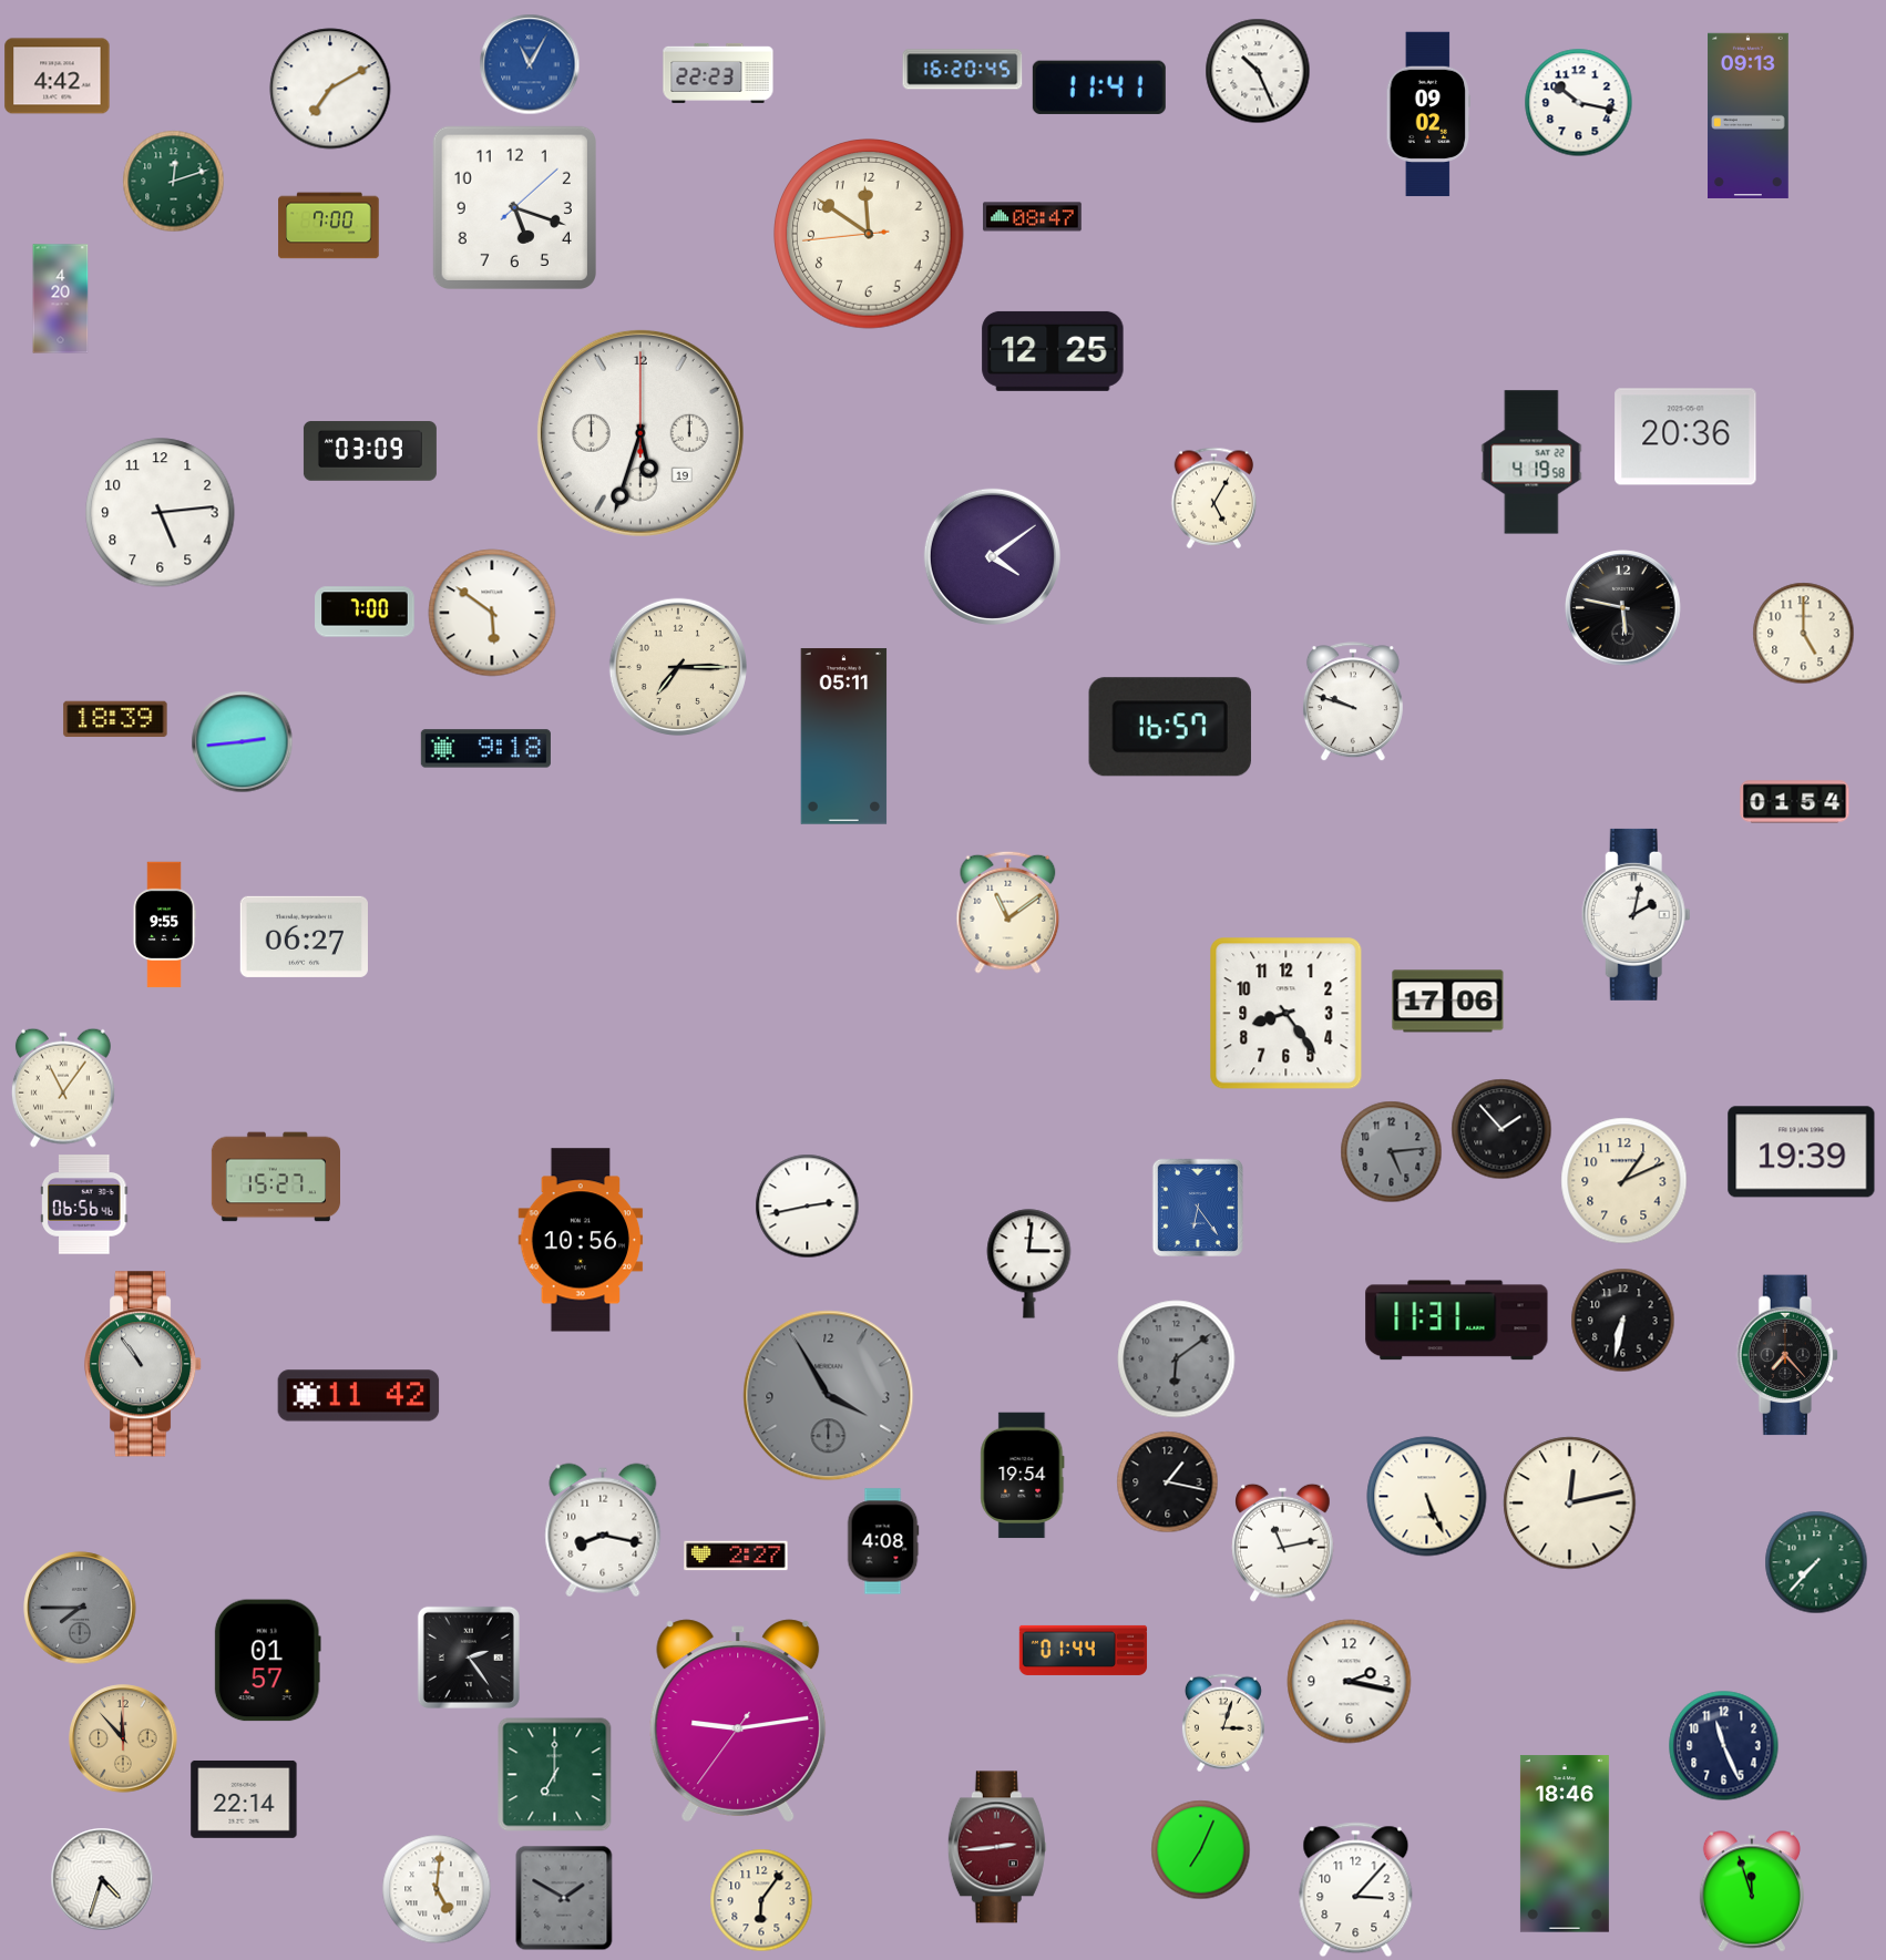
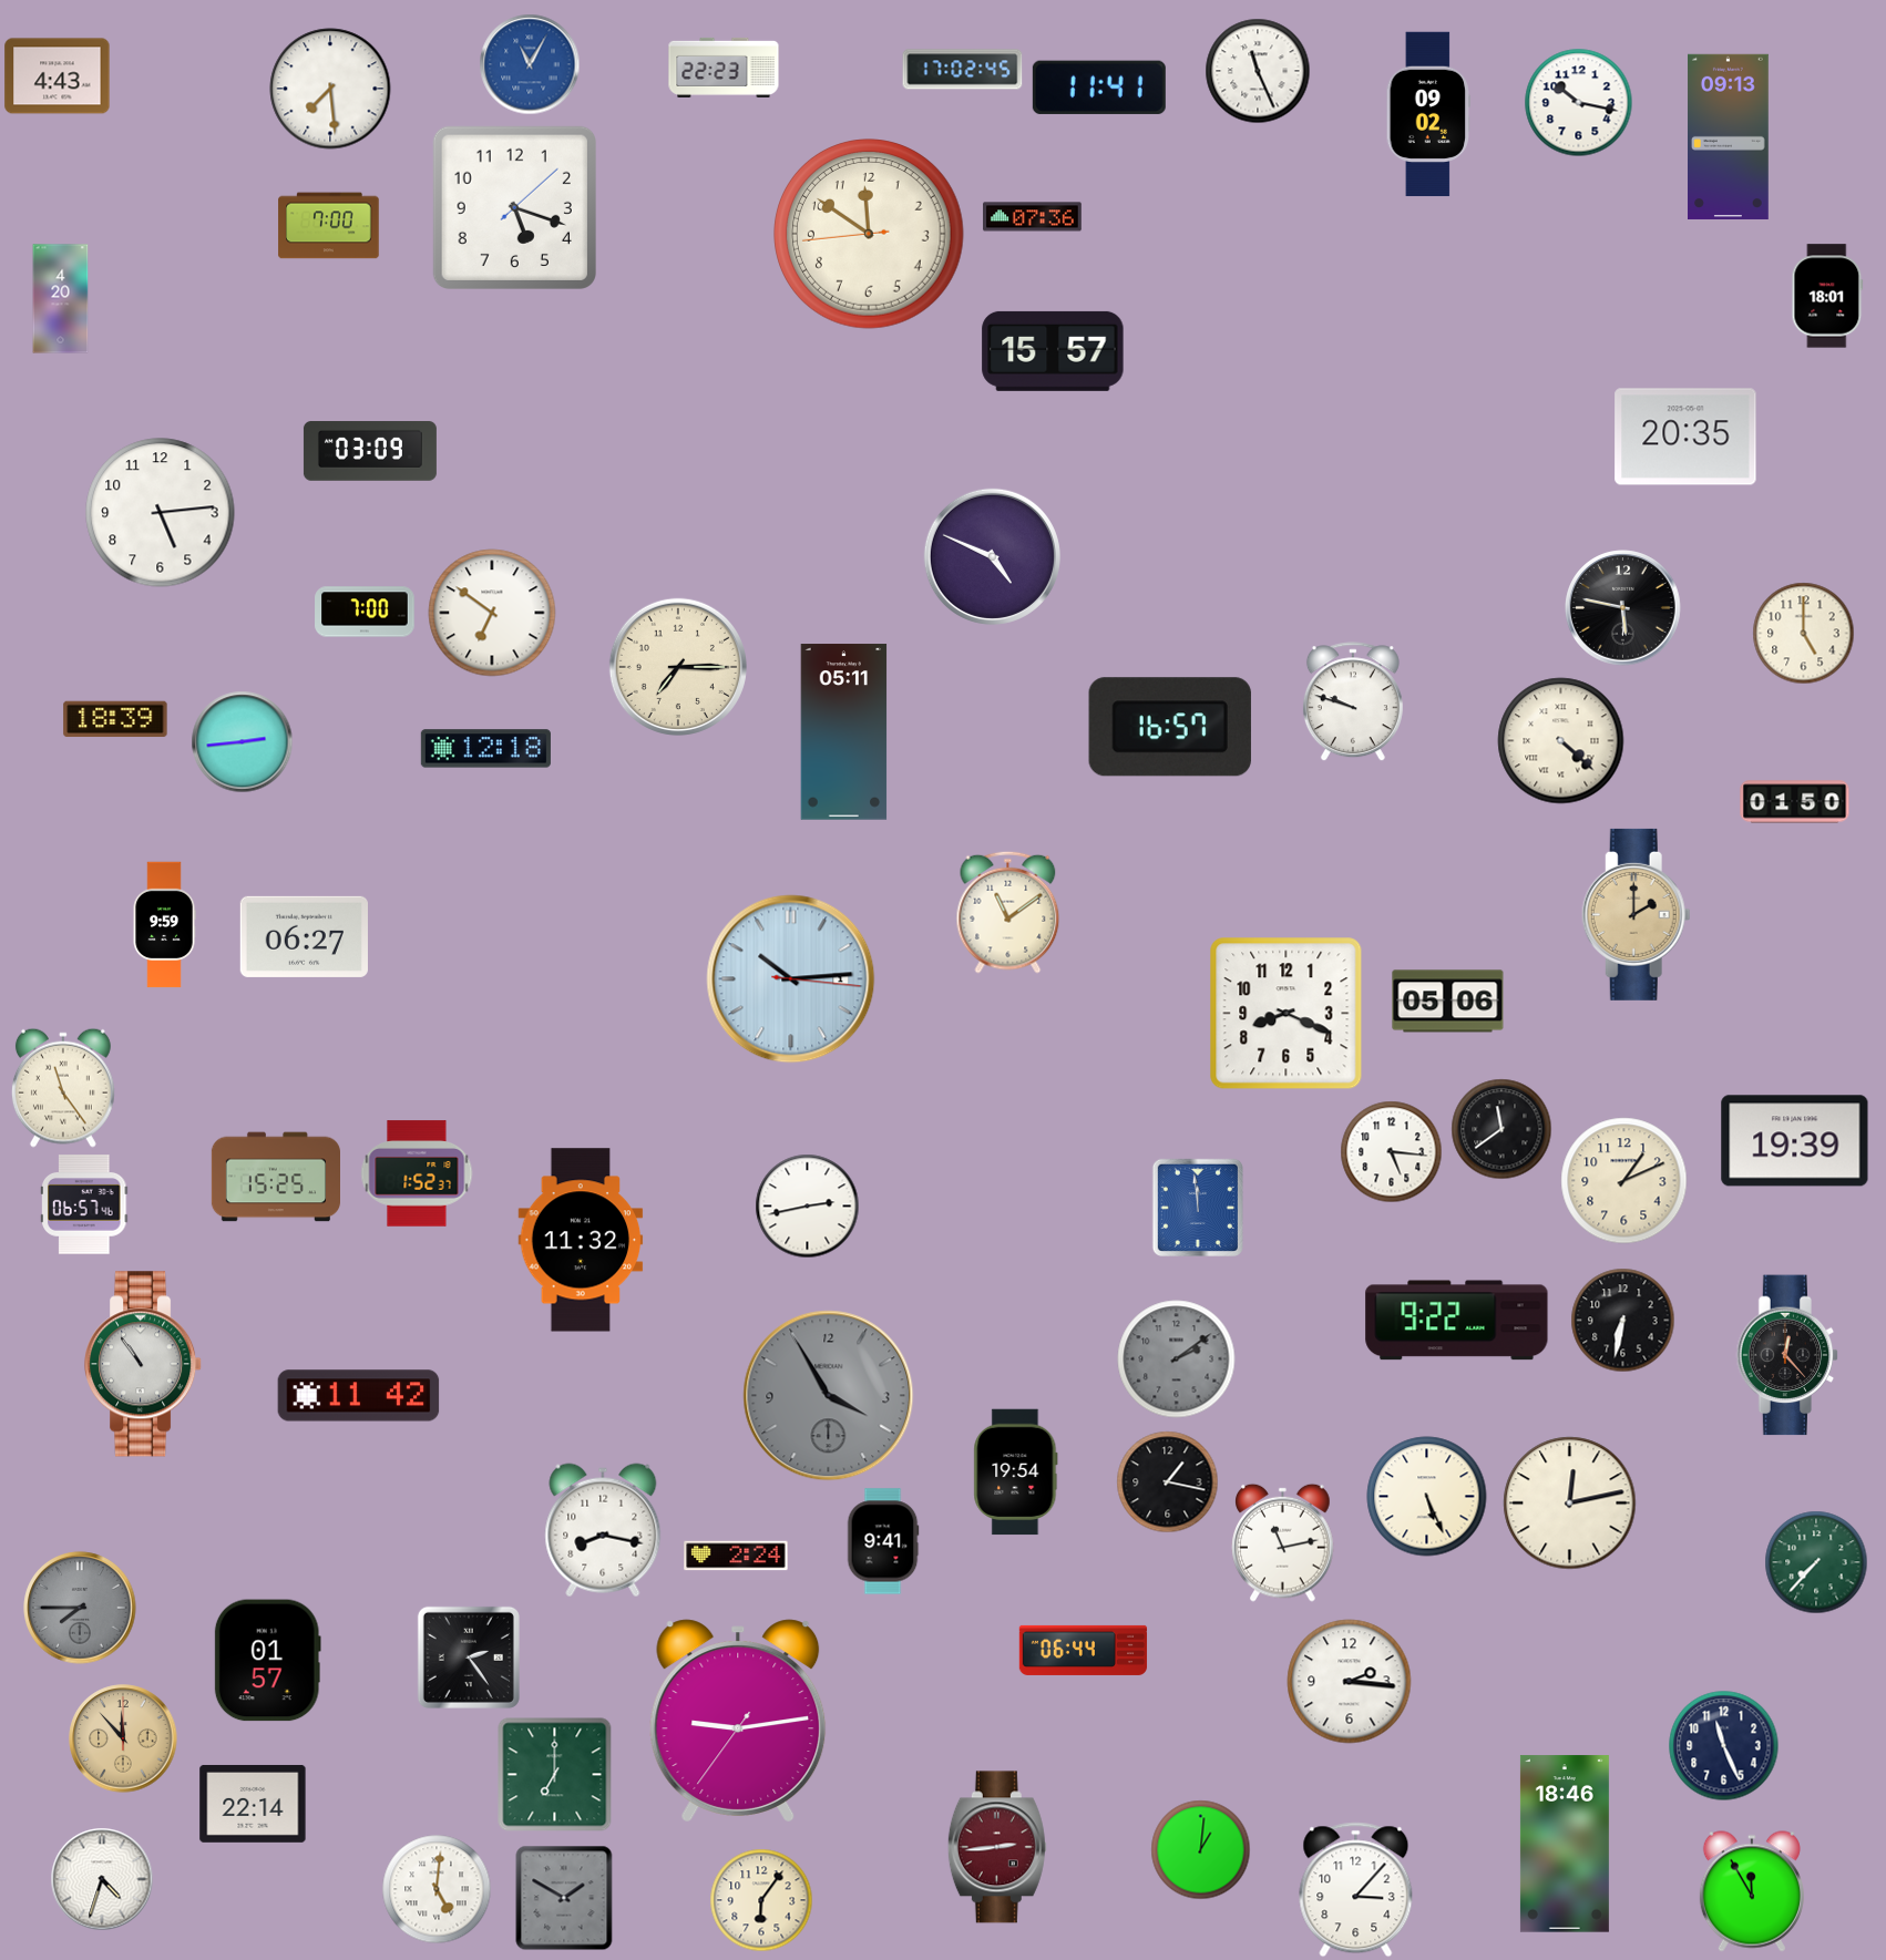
clock at (963, 70): 16:20 -> 17:02
clock at (1258, 71): 10:26 -> 11:26
clock at (718, 73) position: (718, 73) -> (724, 68)
clock at (58, 76): 4:42 -> 4:43
clock at (330, 89): 7:10 -> 7:29
clock at (1749, 115) position: (1749, 115) -> (1729, 136)
clock at (174, 182): 12:12 -> none
clock at (1033, 217): 08:47 -> 07:36
clock at (1827, 296): none -> 18:01
clock at (1053, 351): 12:25 -> 15:57
clock at (640, 433): 5:33 -> none
clock at (1685, 437): 20:36 -> 20:35
clock at (1531, 462): 4:19 -> none
clock at (1214, 497): 5:05 -> none
clock at (992, 556): 4:09 -> 4:49
clock at (492, 613): 5:51 -> 6:51
clock at (844, 737) position: (844, 737) -> (844, 732)
clock at (1561, 741): none -> 4:22
clock at (485, 749): 9:18 -> 12:18
clock at (1795, 802): 01:54 -> 01:50
clock at (1636, 914): 2:02 -> 2:00
clock at (1636, 914) dial: white -> champagne
clock at (164, 925): 9:55 -> 9:59
clock at (791, 979): none -> 10:14
clock at (1448, 1002): 17:06 -> 05:06
clock at (1287, 1014): 8:24 -> 8:19
clock at (63, 1088): 11:06 -> 11:24
clock at (1501, 1129): 1:53 -> 11:39
clock at (1392, 1152): 5:14 -> 5:16
clock at (1392, 1152) dial: grey -> white
clock at (1802, 1152) position: (1802, 1152) -> (1795, 1141)
clock at (417, 1173): none -> 1:52
clock at (275, 1177): 15:27 -> 15:25
clock at (85, 1204): 06:56 -> 06:57
clock at (1198, 1208): 6:24 -> 11:59
clock at (581, 1240): 10:56 -> 11:32
clock at (1029, 1264): 3:01 -> none
clock at (1457, 1321): 11:31 -> 9:22
clock at (1787, 1355): 7:23 -> 12:23
clock at (1177, 1359): 6:09 -> 2:09
clock at (1023, 1476) position: (1023, 1476) -> (1016, 1472)
clock at (883, 1541): 4:08 -> 9:41
clock at (736, 1556): 2:27 -> 2:24
clock at (1084, 1650): 01:44 -> 06:44
clock at (1350, 1682): 2:17 -> 2:16
clock at (1223, 1723): 3:03 -> none
clock at (244, 1799) position: (244, 1799) -> (253, 1804)
clock at (1201, 1850): 7:04 -> 1:01
clock at (1752, 1891): 11:57 -> 11:55
